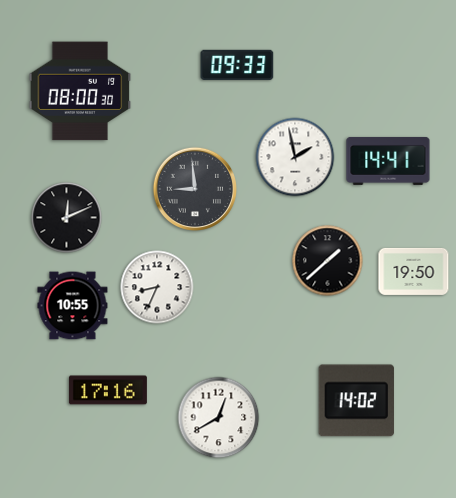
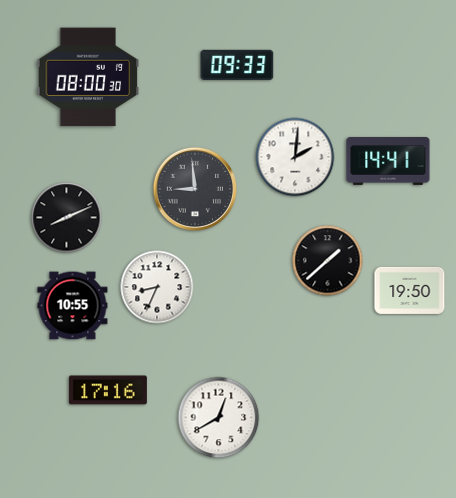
clock at (80, 91) position: (80, 91) -> (88, 77)
clock at (295, 157): 1:58 -> 2:01
clock at (67, 218): 12:11 -> 8:11
clock at (414, 271) position: (414, 271) -> (410, 290)
clock at (356, 401): 14:02 -> none
